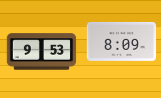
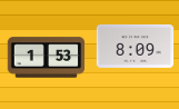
clock at (42, 52): 9:53 -> 1:53
